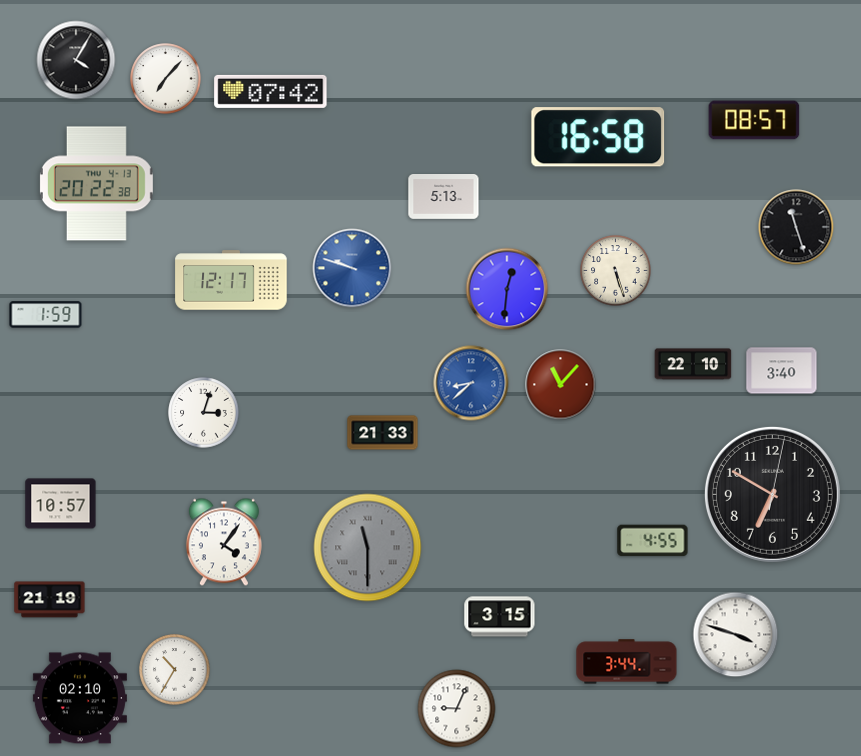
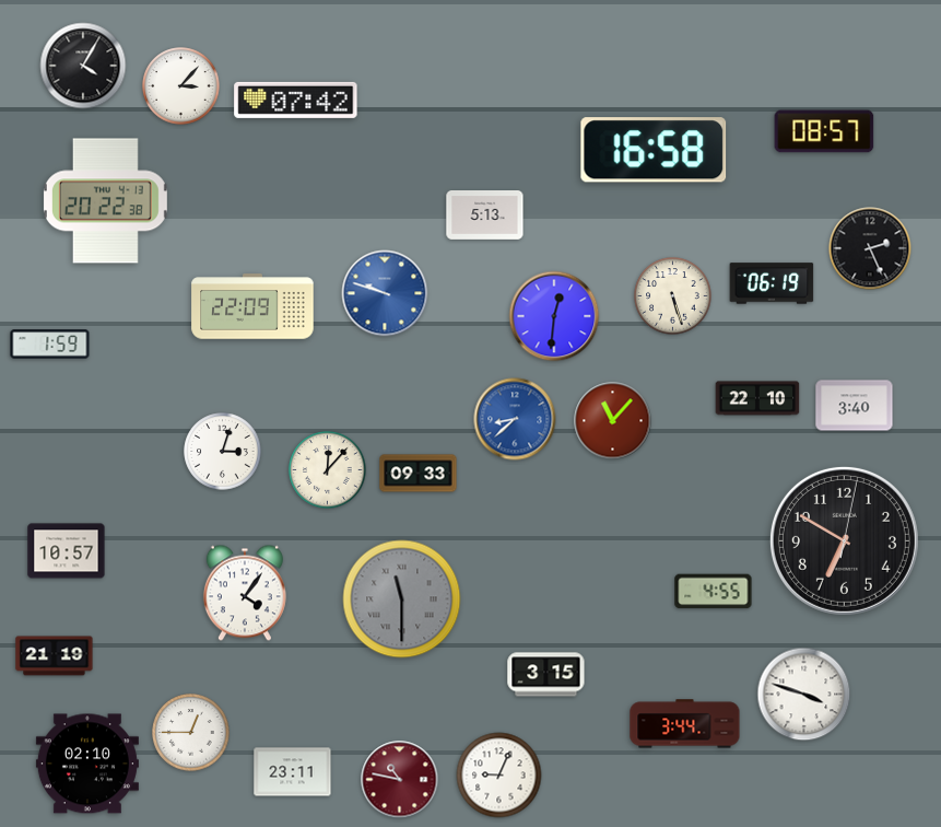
clock at (166, 79): 7:07 -> 3:07
clock at (796, 227): 11:27 -> 2:26
clock at (772, 283): none -> 06:19
clock at (231, 280): 12:17 -> 22:09
clock at (328, 470): none -> 12:07
clock at (383, 433): 21:33 -> 09:33
clock at (175, 670): 10:35 -> 12:45
clock at (293, 772): none -> 23:11
clock at (400, 780): none -> 10:47
